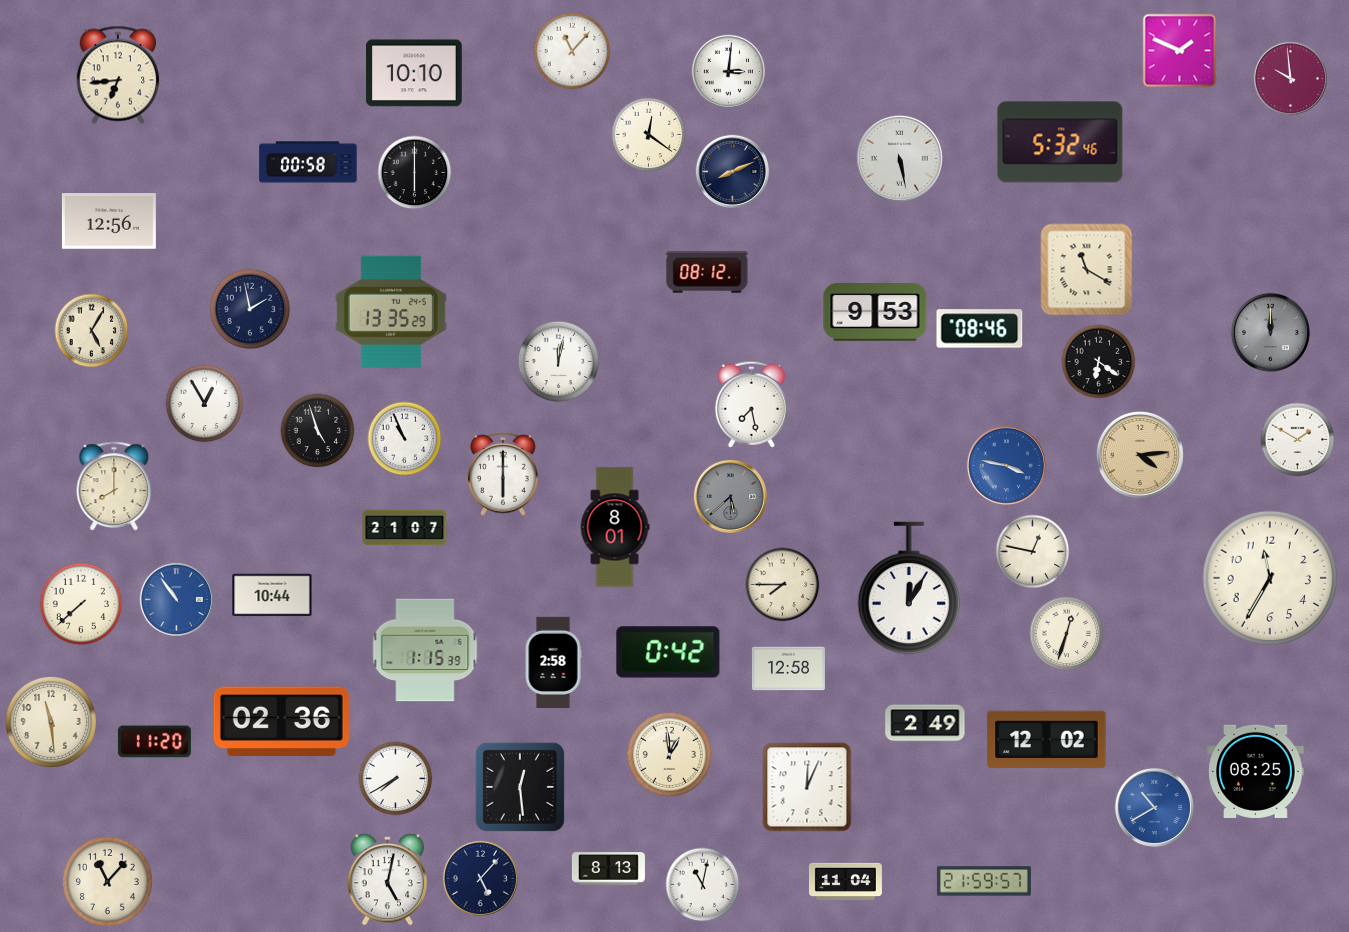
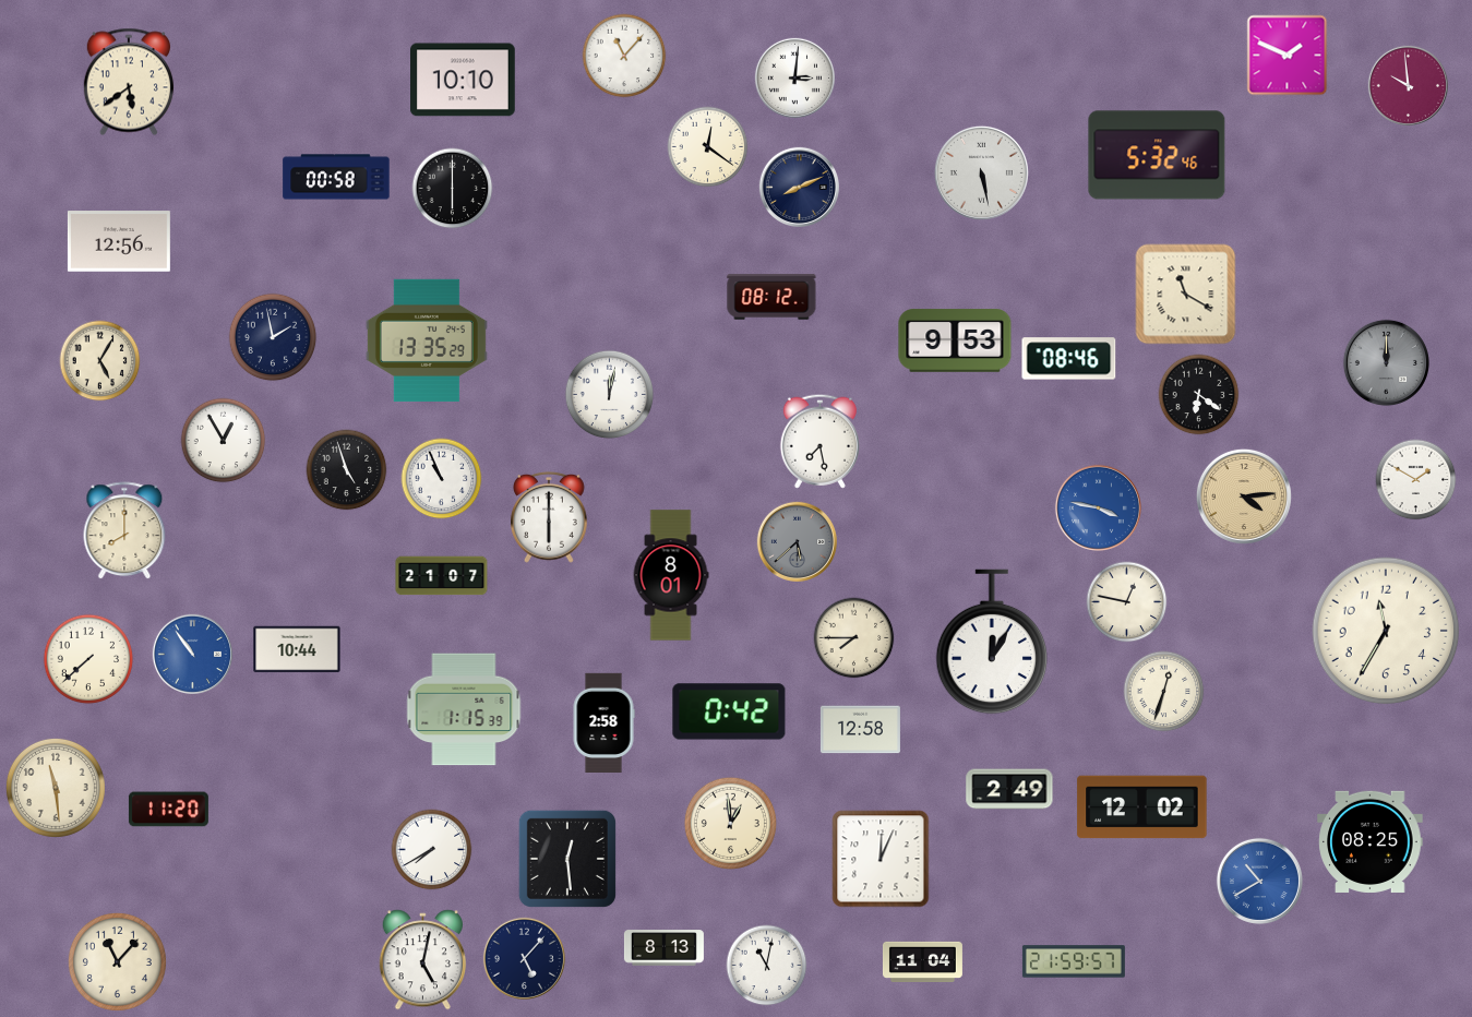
clock at (415, 73) position: (415, 73) -> (464, 80)
clock at (118, 75): 6:44 -> 5:39
clock at (281, 721): 02:36 -> none
